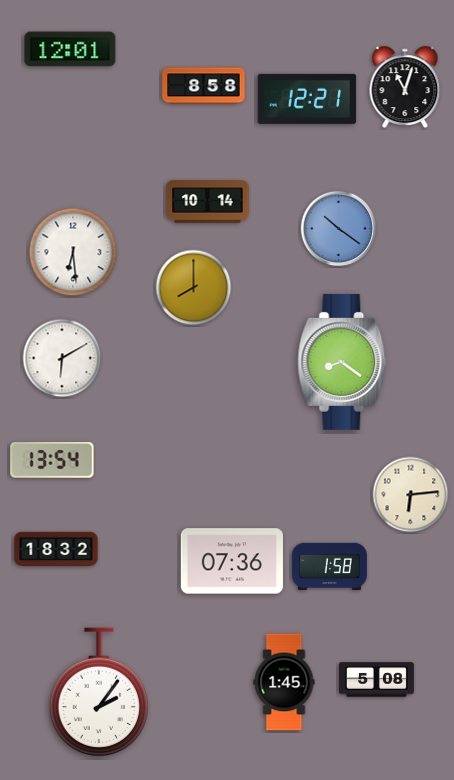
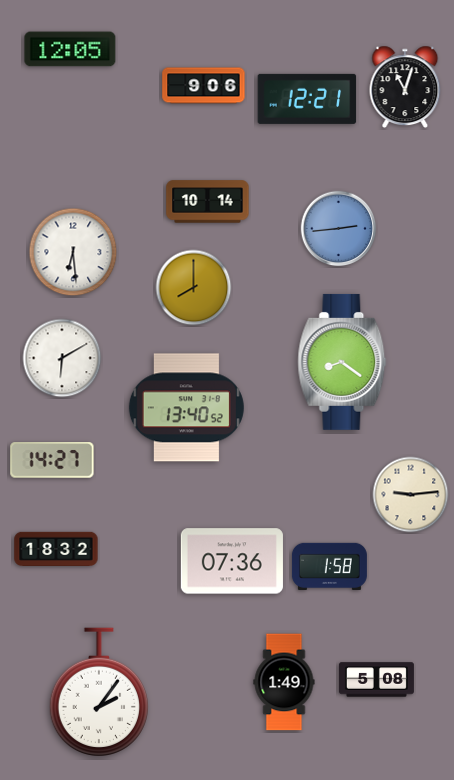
clock at (70, 49): 12:01 -> 12:05
clock at (204, 86): 8:58 -> 9:06
clock at (339, 229): 10:21 -> 2:44
clock at (186, 408): none -> 13:40
clock at (52, 460): 13:54 -> 14:27
clock at (411, 495): 6:14 -> 9:14
clock at (284, 682): 1:45 -> 1:49
